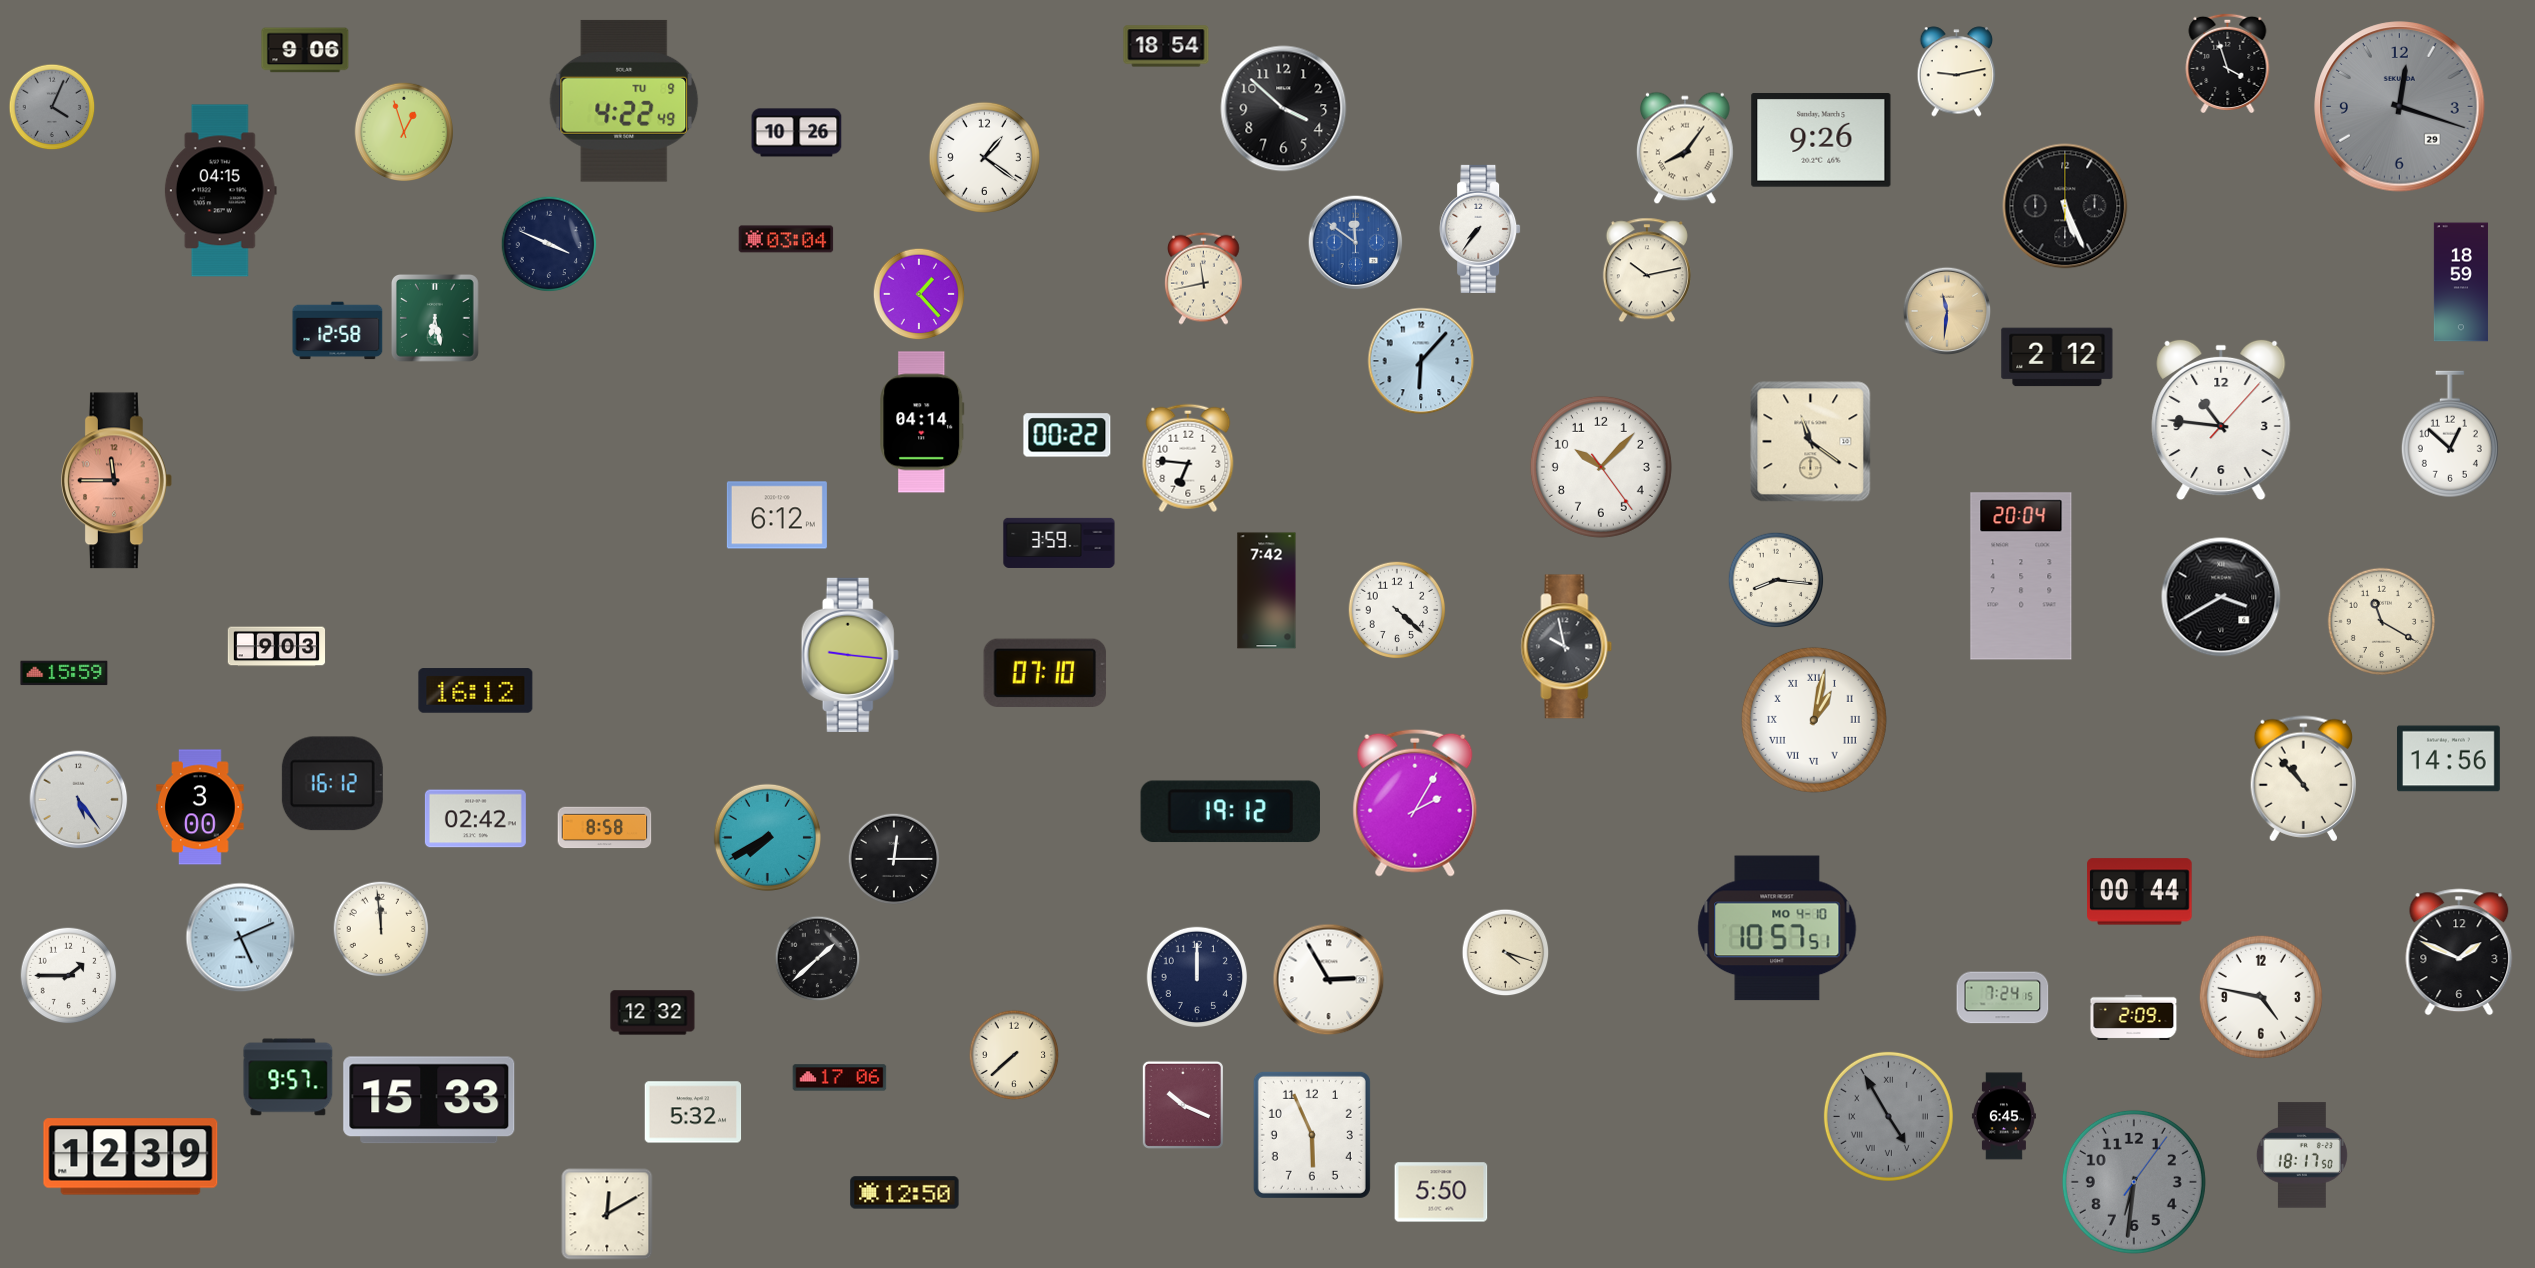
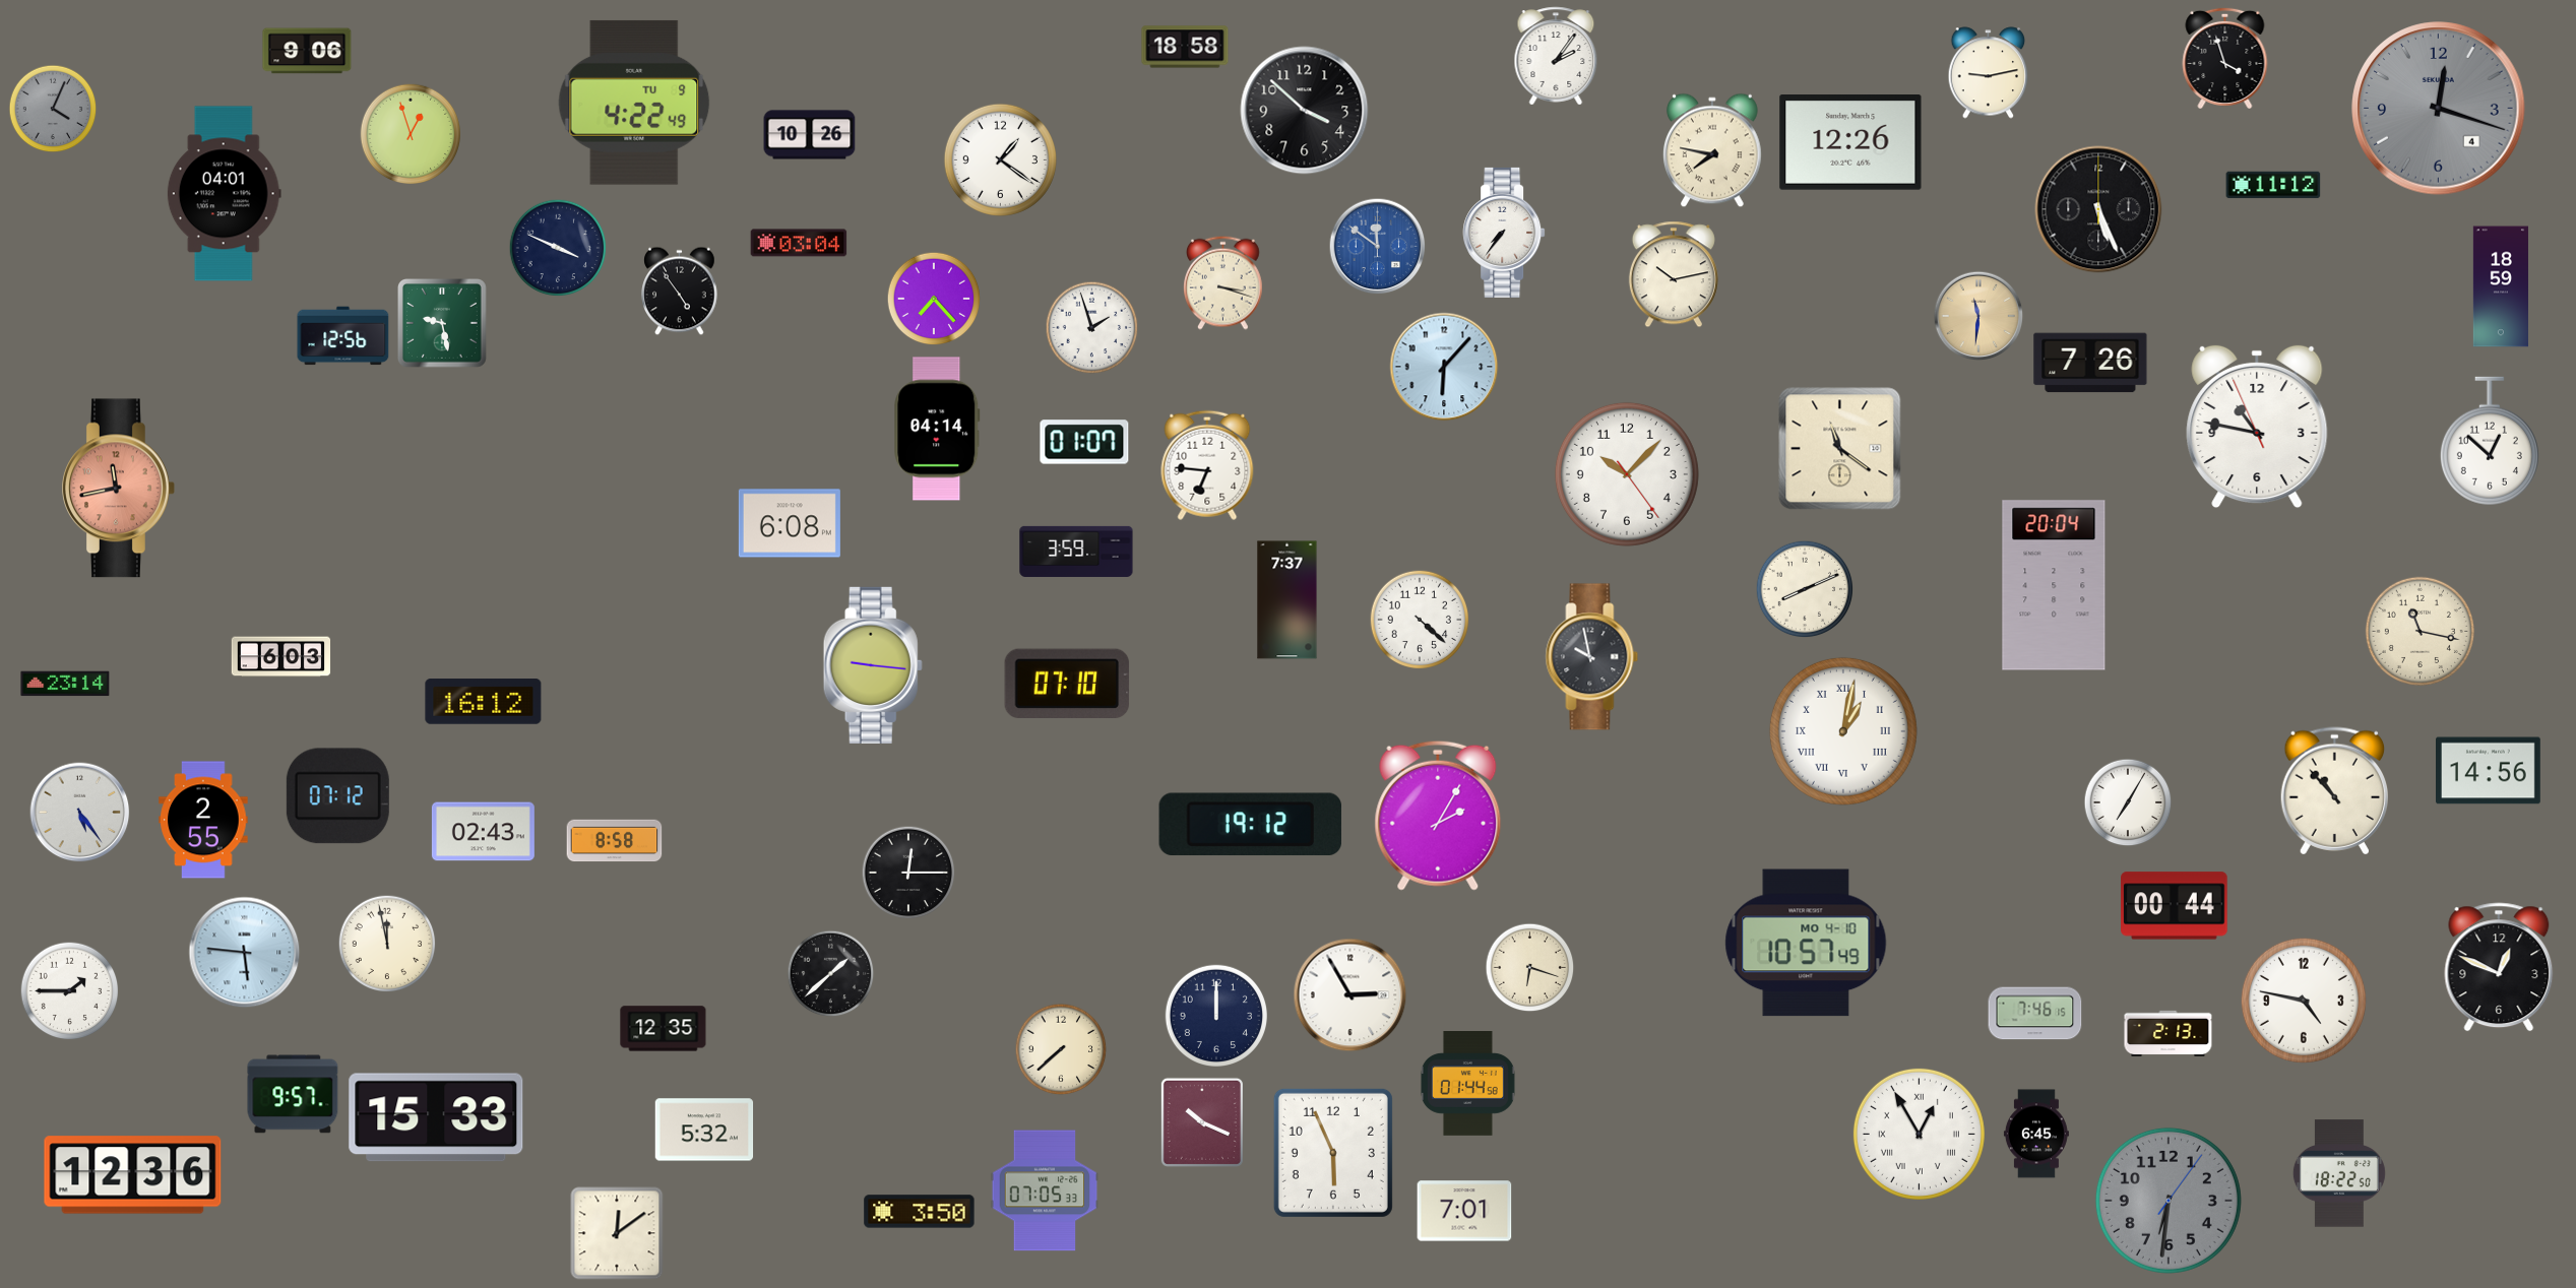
clock at (1166, 46): 18:54 -> 18:58
clock at (305, 50) position: (305, 50) -> (307, 51)
clock at (1556, 56): none -> 2:06
clock at (2228, 63) position: (2228, 63) -> (2225, 58)
clock at (2400, 107) date: 29 -> 4
clock at (1821, 140): 9:26 -> 12:26
clock at (1685, 148): 8:06 -> 7:47
clock at (2273, 185): none -> 11:12
clock at (220, 191): 04:15 -> 04:01
clock at (1204, 278): 11:43 -> 3:18
clock at (680, 292): none -> 4:54
clock at (919, 294): 1:23 -> 7:23
clock at (436, 319): 6:28 -> 9:28
clock at (1092, 328): none -> 1:57
clock at (338, 331): 12:58 -> 12:56
clock at (2057, 357): 2:12 -> 7:26
clock at (2221, 420): 10:46:07 -> 10:46:56
clock at (1067, 435): 00:22 -> 01:07
clock at (117, 481): 11:45 -> 11:43
clock at (777, 515): 6:12 -> 6:08
clock at (1776, 580): 8:16 -> 8:11
clock at (1267, 591): 7:42 -> 7:37
clock at (2221, 597): 3:40 -> none
clock at (2381, 621): 11:20 -> 11:17
clock at (277, 647): 9:03 -> 6:03
clock at (850, 655) position: (850, 655) -> (873, 665)
clock at (1045, 672) position: (1045, 672) -> (1067, 683)
clock at (64, 673): 15:59 -> 23:14
clock at (2303, 779) position: (2303, 779) -> (2334, 791)
clock at (332, 784): 16:12 -> 07:12
clock at (2128, 802): none -> 7:05
clock at (200, 807): 3:00 -> 2:55
clock at (475, 819): 02:42 -> 02:43
clock at (767, 837): 7:40 -> none
clock at (1777, 928): 10:57:51 -> 10:57:49
clock at (381, 929): 11:59 -> 11:58
clock at (241, 938): 5:11 -> 5:46
clock at (2459, 952): 1:49 -> 12:49
clock at (1506, 953): 4:18 -> 6:18
clock at (1196, 976) position: (1196, 976) -> (1215, 1015)
clock at (2261, 997) position: (2261, 997) -> (2304, 1001)
clock at (2003, 998): 7:24 -> 7:46
clock at (653, 1013): 12:32 -> 12:35
clock at (2134, 1017): 2:09 -> 2:13
clock at (1014, 1055) position: (1014, 1055) -> (1061, 1049)
clock at (1467, 1084): none -> 01:44
clock at (840, 1078): 17:06 -> none
clock at (1888, 1116): 4:55 -> 12:55
clock at (1888, 1116) dial: grey -> white
clock at (2302, 1155): 18:17 -> 18:22
clock at (131, 1157): 12:39 -> 12:36
clock at (1045, 1190): none -> 07:05
clock at (1441, 1192): 5:50 -> 7:01
clock at (905, 1193): 12:50 -> 3:50
clock at (607, 1214): 12:10 -> 12:09
